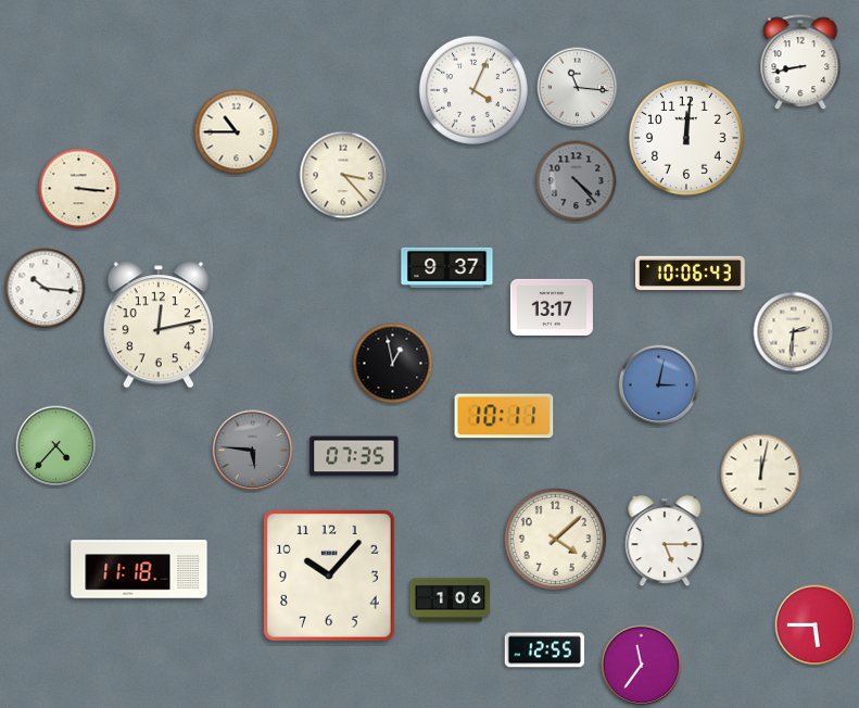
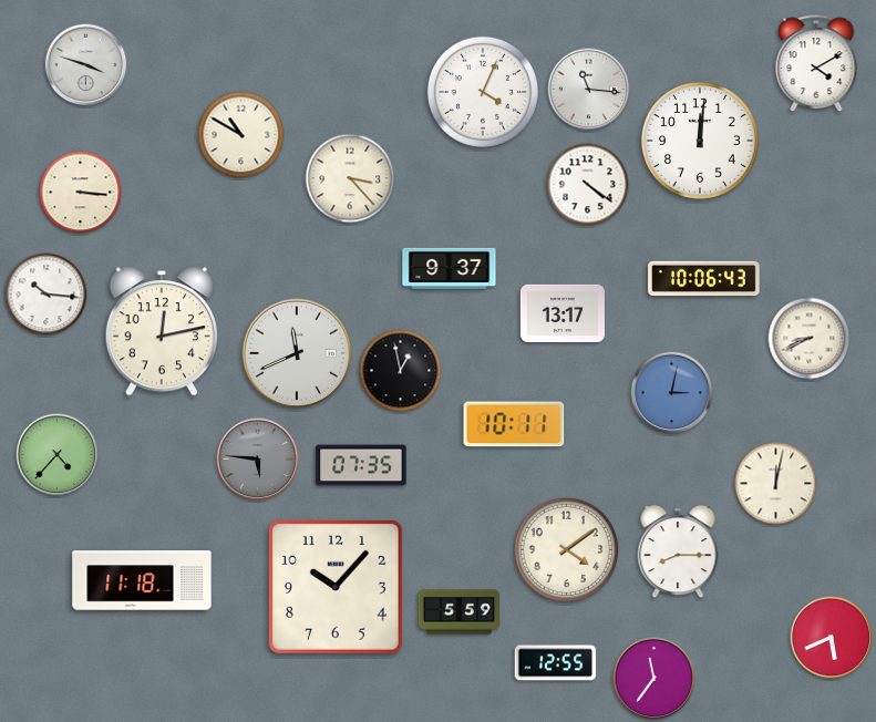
clock at (800, 63): 8:43 -> 4:10
clock at (86, 65): none -> 3:48
clock at (237, 132): 10:45 -> 10:50
clock at (577, 181): 4:23 -> 4:21
clock at (577, 181) dial: grey -> white
clock at (447, 267) position: (447, 267) -> (450, 268)
clock at (794, 332): 2:31 -> 8:41
clock at (297, 353): none -> 11:41
clock at (555, 539): 4:08 -> 4:09
clock at (665, 542): 5:15 -> 8:15
clock at (451, 600): 1:06 -> 5:59
clock at (816, 625): 5:45 -> 5:41
